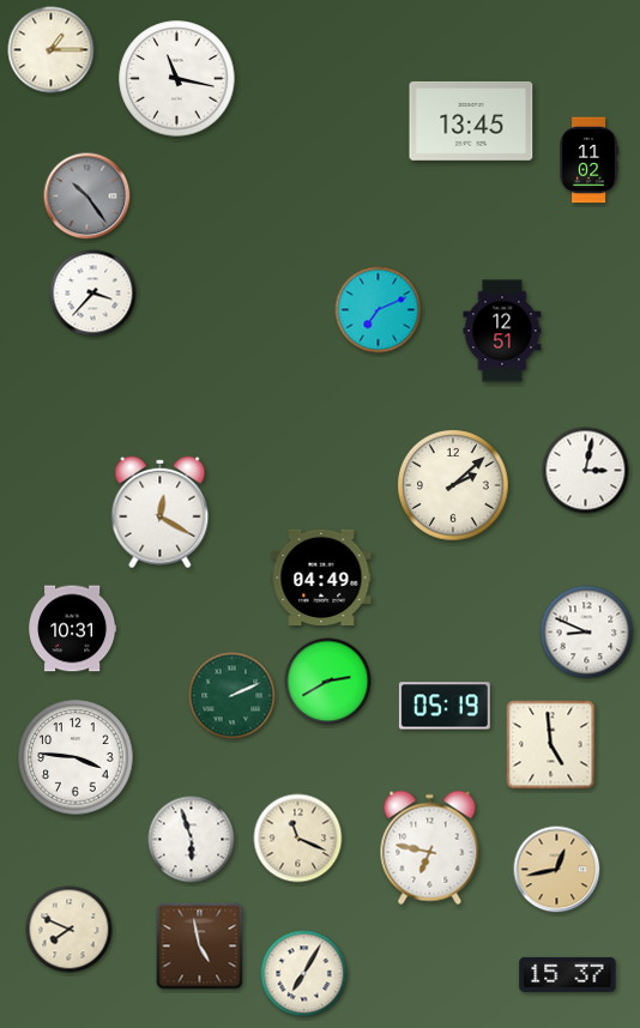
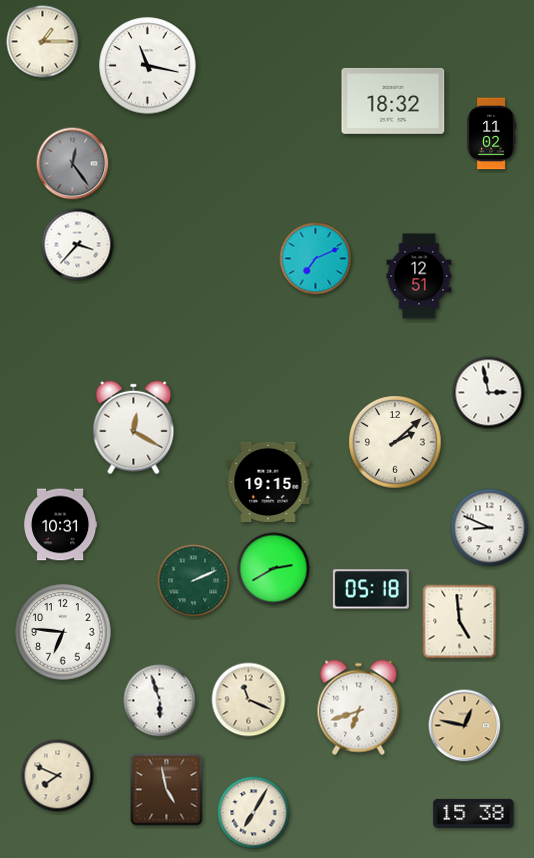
clock at (471, 121): 13:45 -> 18:32
clock at (87, 196): 10:24 -> 12:24
clock at (586, 471): 3:02 -> 2:58
clock at (453, 485) position: (453, 485) -> (395, 442)
clock at (321, 578): 04:49 -> 19:15
clock at (445, 706): 05:19 -> 05:18
clock at (76, 757): 3:46 -> 6:46
clock at (430, 848): 6:47 -> 6:42
clock at (557, 870): 12:43 -> 12:47
clock at (568, 974): 15:37 -> 15:38
